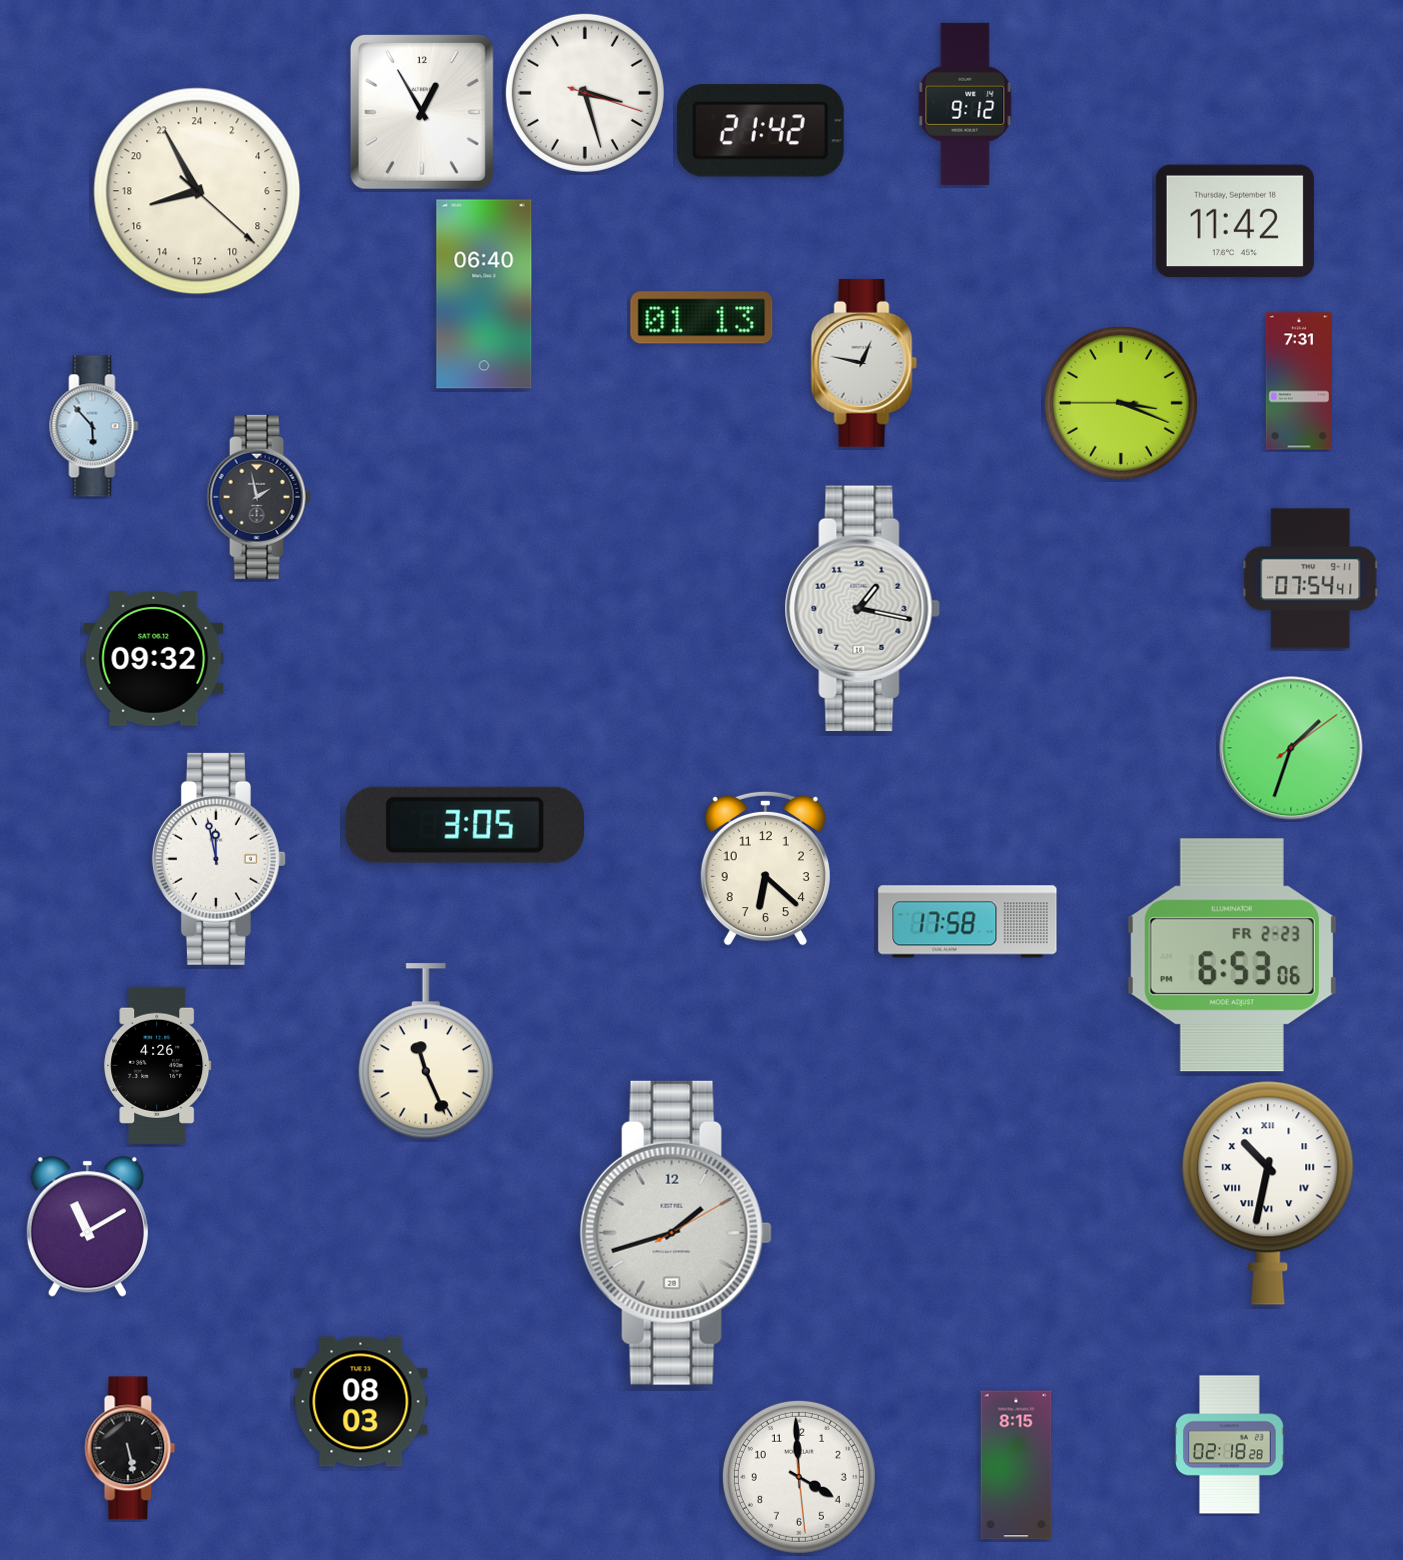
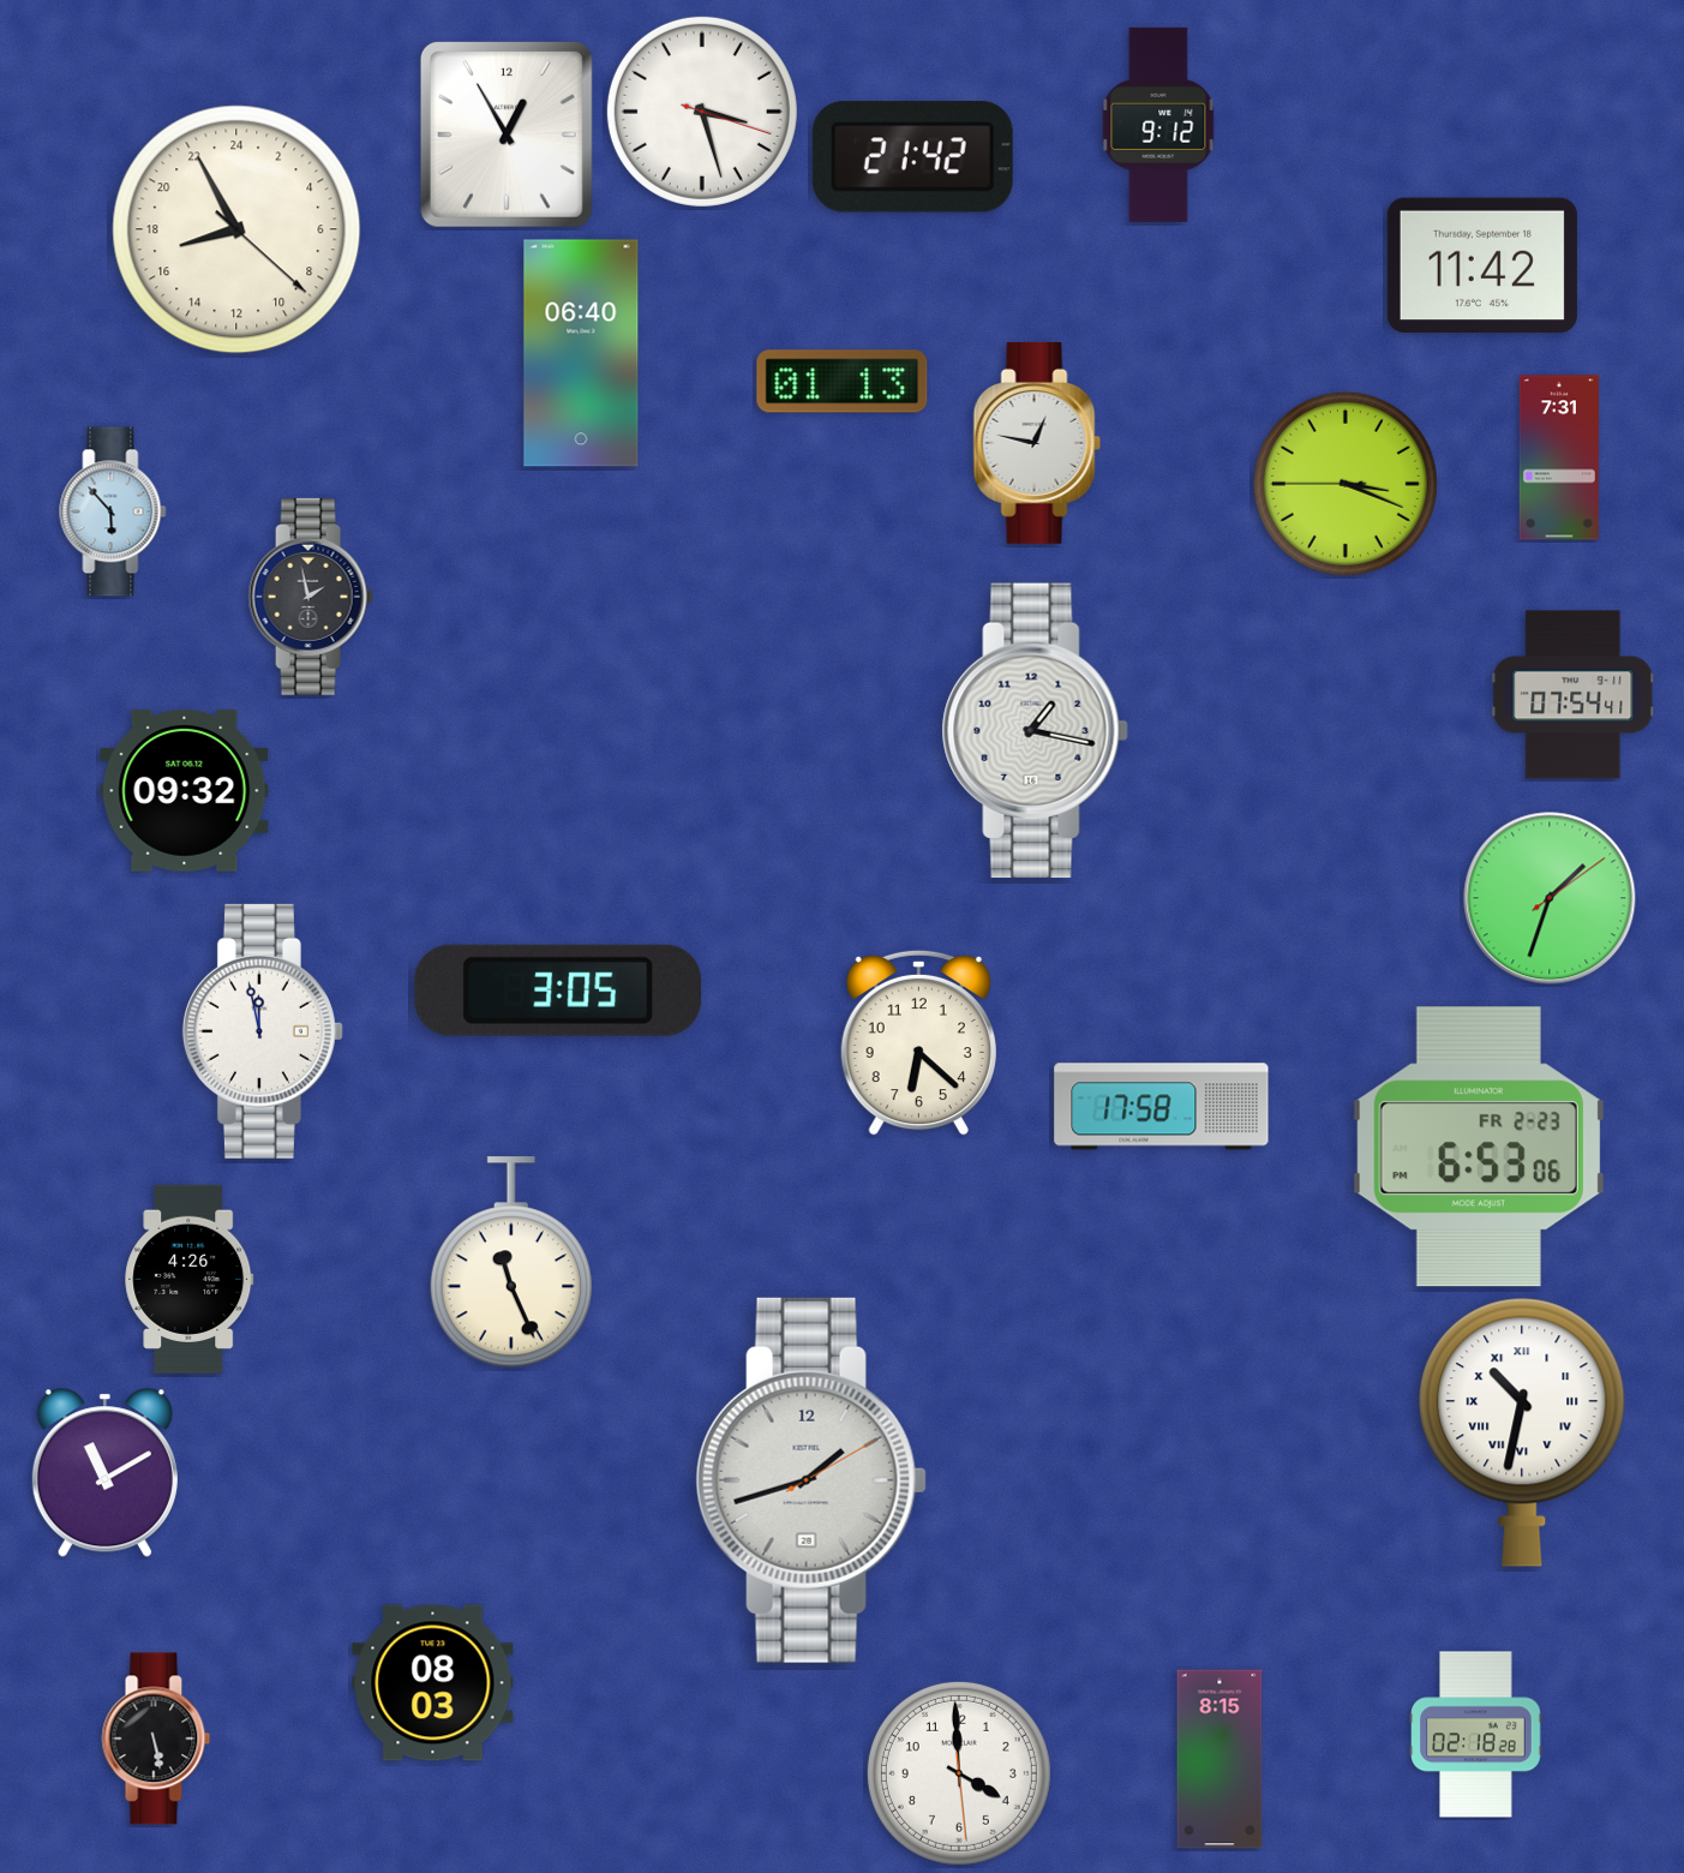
clock at (864, 363) position: (864, 363) -> (1037, 443)
